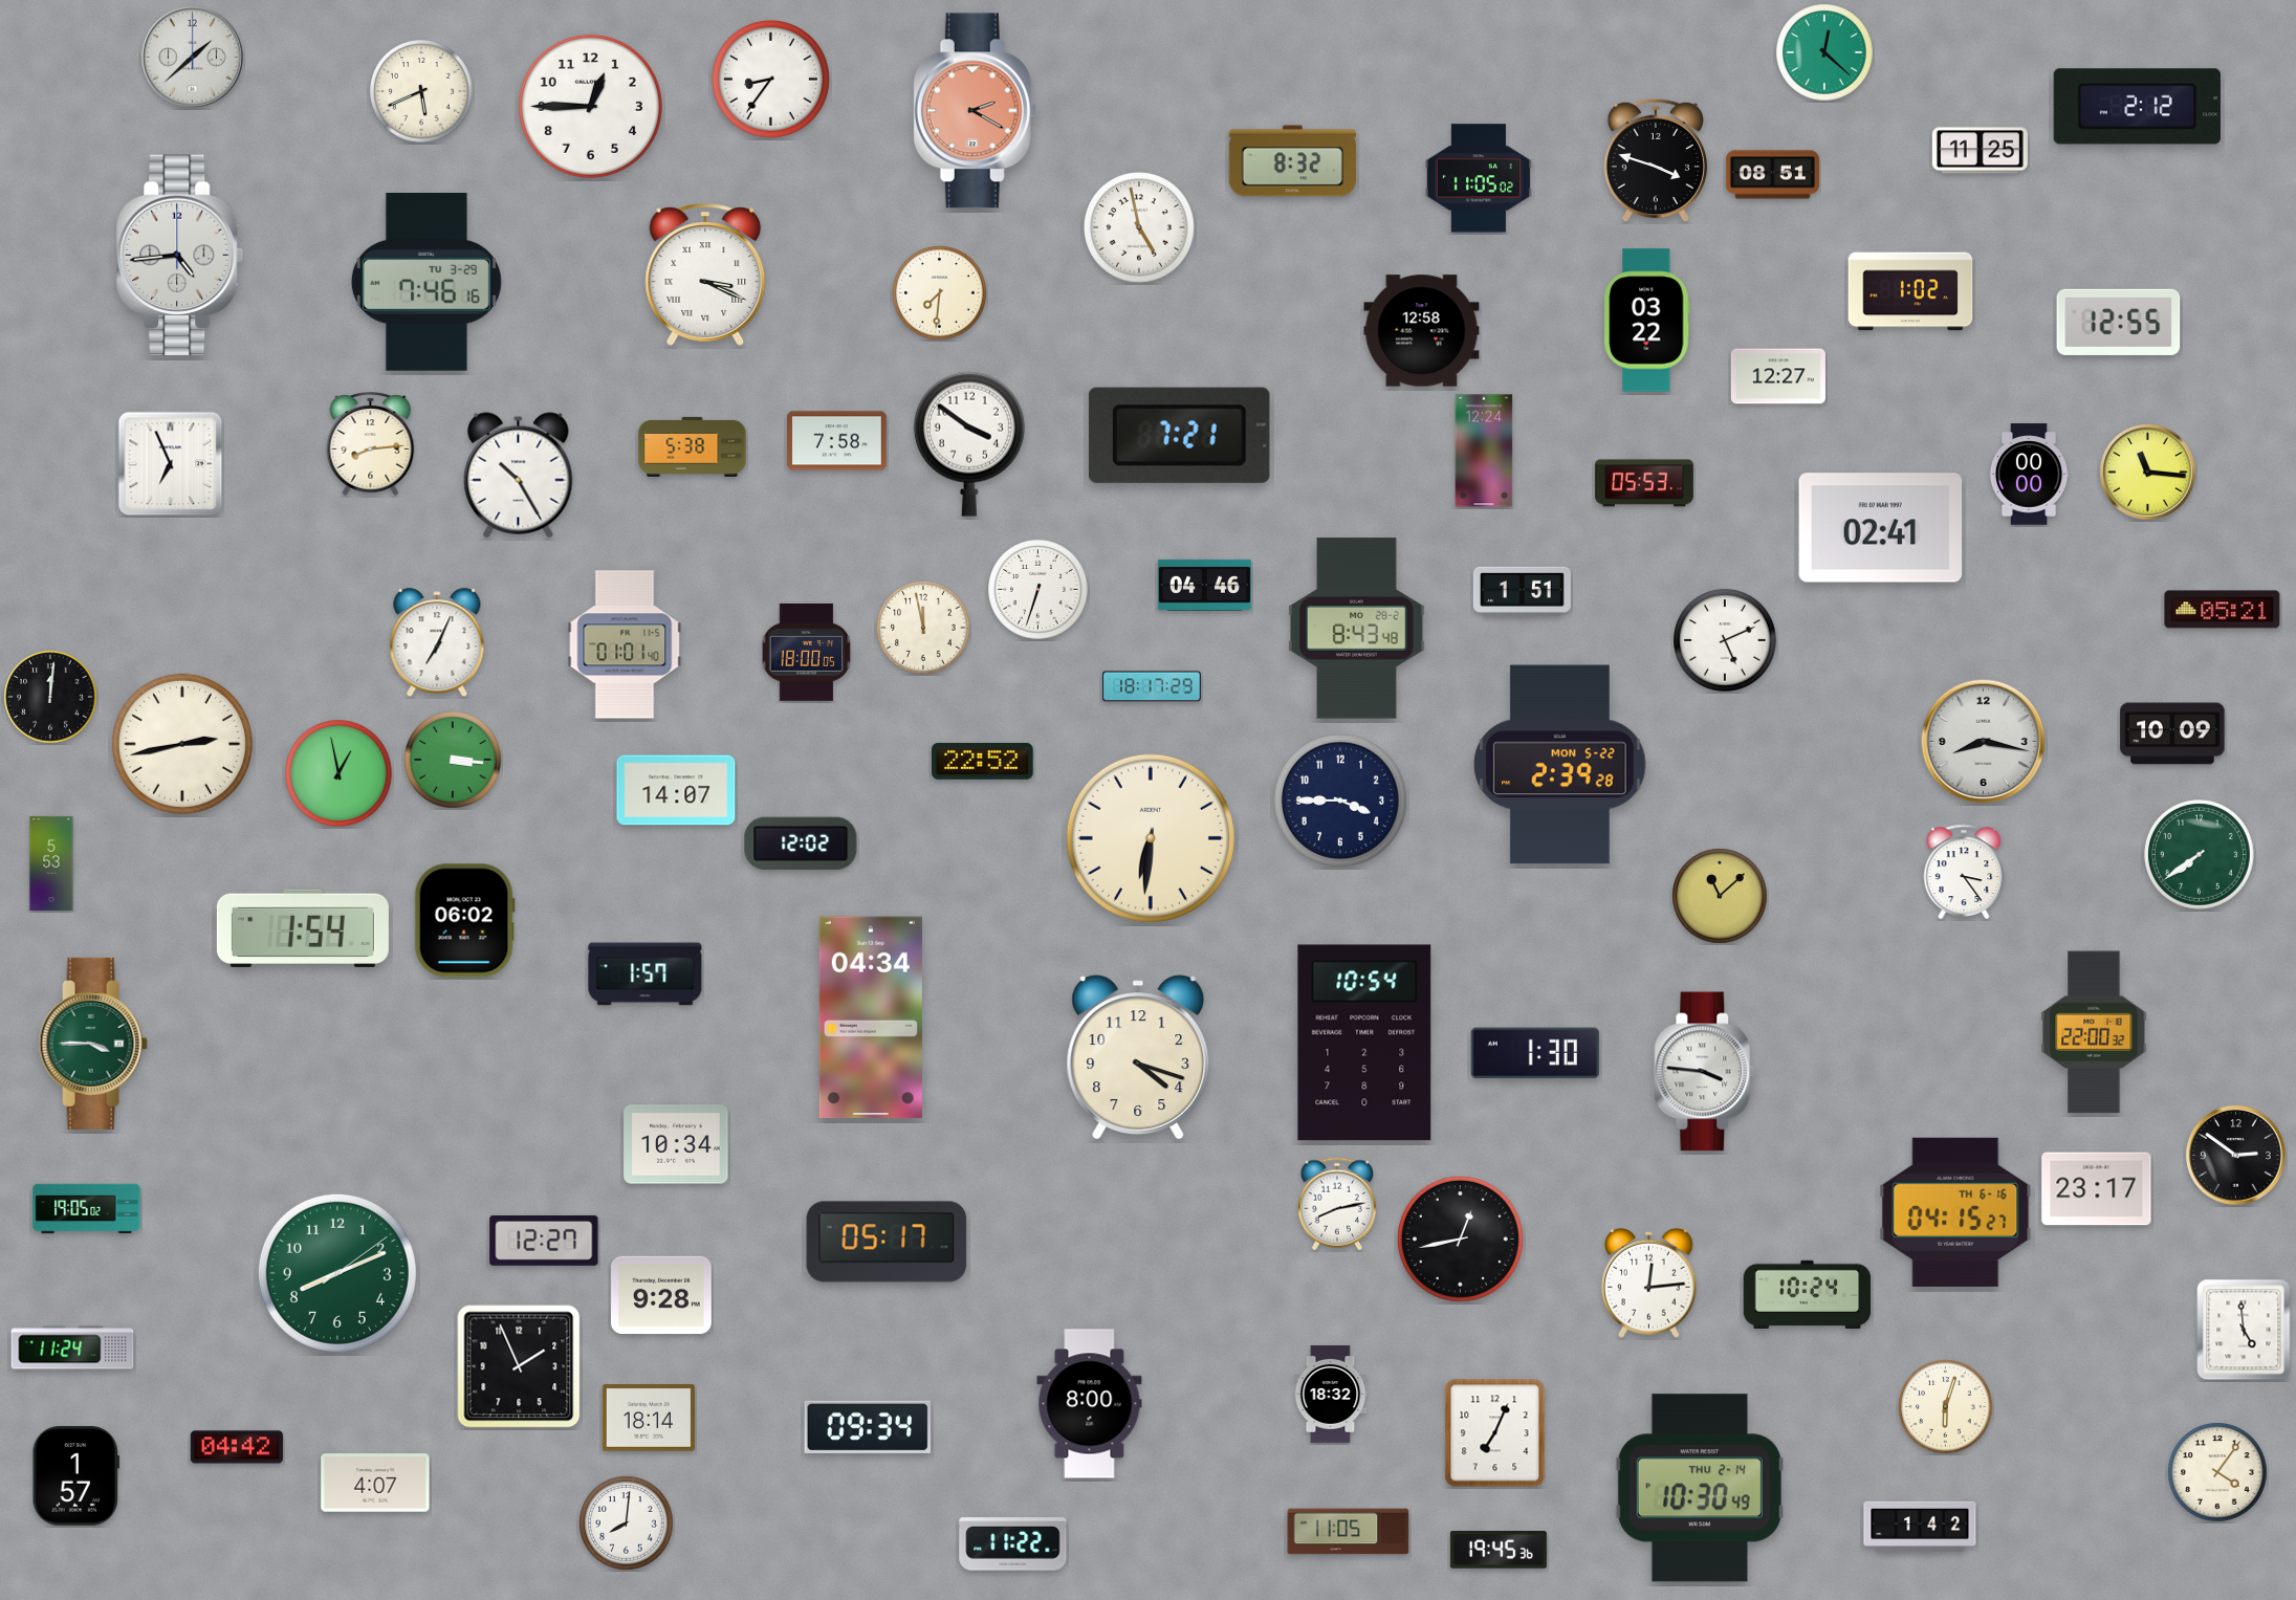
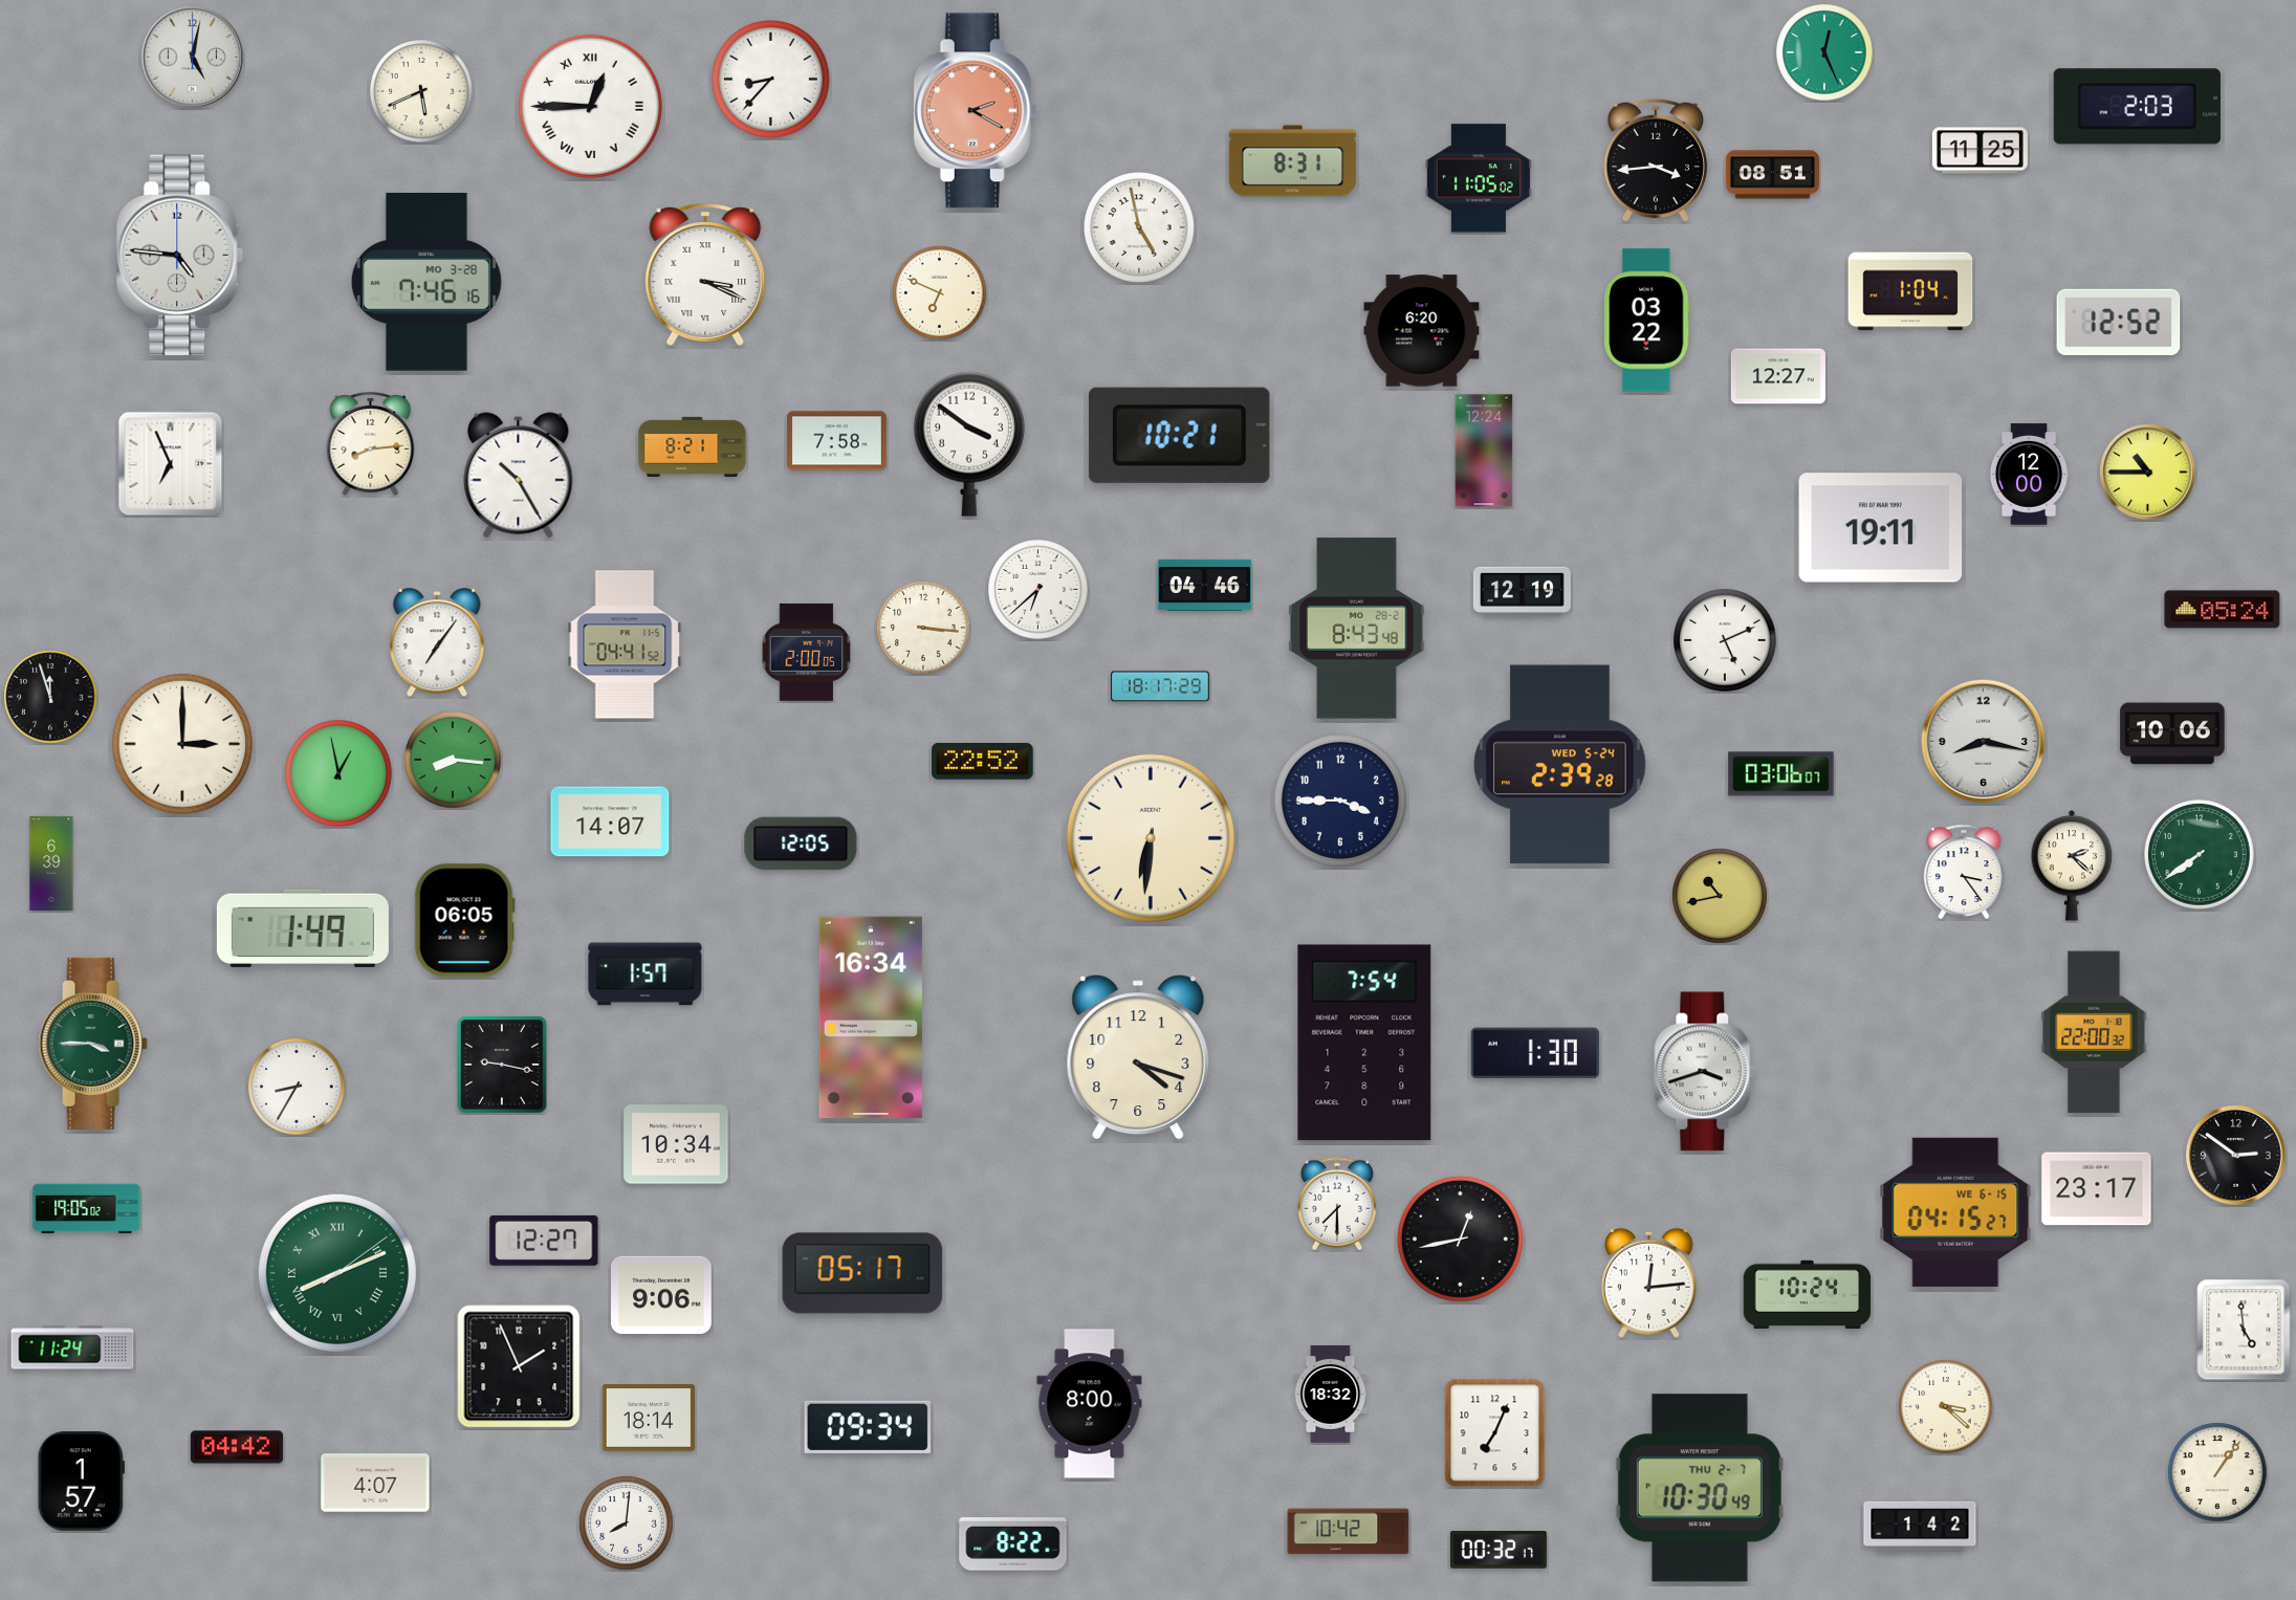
clock at (1824, 52): 12:22 -> 12:26
clock at (192, 57): 1:38 -> 5:02
clock at (770, 79): 8:36 -> 8:37
clock at (590, 106) numerals: Arabic -> Roman
clock at (2137, 107): 2:12 -> 2:03
clock at (1656, 160): 3:48 -> 3:44
clock at (1293, 161): 8:32 -> 8:31
clock at (180, 256): 4:44 -> 4:46
clock at (427, 283) date: TU 3-29 -> MO 3-28
clock at (1910, 291): 1:02 -> 1:04
clock at (940, 293): 7:31 -> 6:49
clock at (2119, 322): 12:55 -> 12:52
clock at (1422, 331): 12:58 -> 6:20
clock at (1179, 435): 7:21 -> 10:21
clock at (693, 446): 5:38 -> 8:21
clock at (2148, 473): 11:16 -> 10:45
clock at (2029, 475): 00:00 -> 12:00
clock at (1644, 483): 05:53 -> none
clock at (1881, 528): 02:41 -> 19:11
clock at (1038, 590): 6:33 -> 6:38
clock at (1522, 591): 1:51 -> 12:19
clock at (2223, 610): 05:21 -> 05:24
clock at (923, 628): 11:58 -> 3:16
clock at (437, 643): 7:04 -> 7:06
clock at (625, 644): 01:01 -> 04:41
clock at (807, 652): 18:00 -> 2:00
clock at (1152, 686) position: (1152, 686) -> (1160, 686)
clock at (50, 697): 12:01 -> 11:57
clock at (2172, 733): 10:09 -> 10:06
clock at (182, 744): 2:43 -> 3:00
clock at (453, 760): 3:16 -> 8:16
clock at (1560, 765) date: MON 5-22 -> WED 5-24
clock at (1781, 774): none -> 03:06
clock at (676, 790) position: (676, 790) -> (610, 821)
clock at (801, 843): 12:02 -> 12:05
clock at (51, 863): 5:53 -> 6:39
clock at (2072, 865): none -> 2:22
clock at (1720, 896): 11:08 -> 10:43
clock at (464, 921): 06:02 -> 06:05
clock at (303, 927): 1:54 -> 1:49
clock at (871, 1017): 04:34 -> 16:34
clock at (1364, 1043): 10:54 -> 7:54
clock at (503, 1066): none -> 9:17
clock at (1705, 1072): 3:46 -> 3:42
clock at (297, 1087): none -> 8:35
clock at (1337, 1204): 8:13 -> 7:30
clock at (1955, 1212) date: TH 6-16 -> WE 6-15
clock at (887, 1242) position: (887, 1242) -> (862, 1273)
clock at (337, 1273) numerals: Arabic -> Roman
clock at (661, 1295): 9:28 -> 9:06
clock at (1946, 1407): 6:03 -> 3:22
clock at (2217, 1472): 4:06 -> 1:06
clock at (75, 1476) position: (75, 1476) -> (81, 1482)
clock at (1700, 1488) date: THU 2-14 -> THU 2-7
clock at (1349, 1532): 11:05 -> 10:42
clock at (1013, 1544): 11:22 -> 8:22
clock at (1499, 1551): 19:45 -> 00:32
